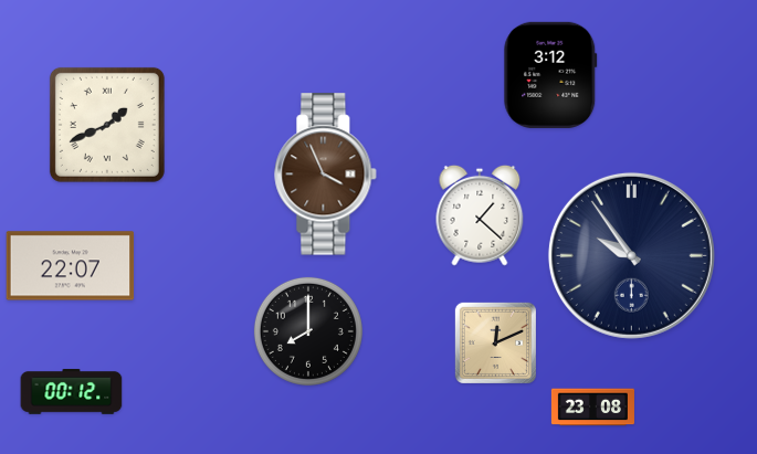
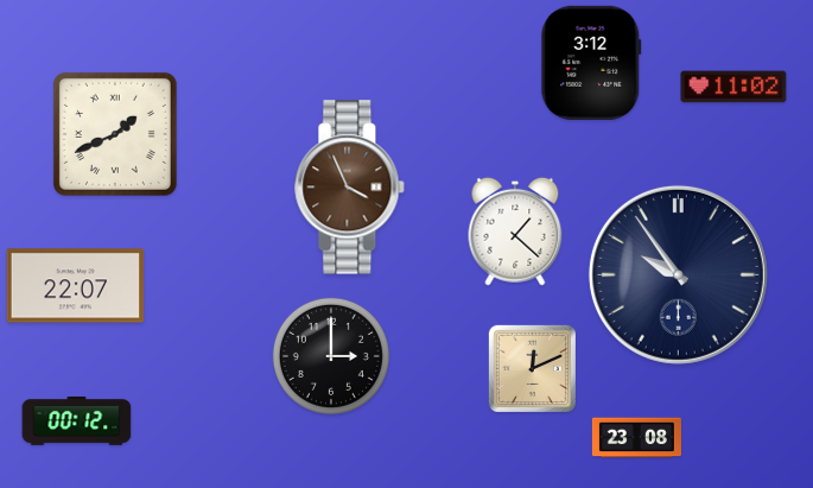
clock at (550, 75) position: (550, 75) -> (591, 63)
clock at (733, 87): none -> 11:02
clock at (308, 331): 8:00 -> 3:00
